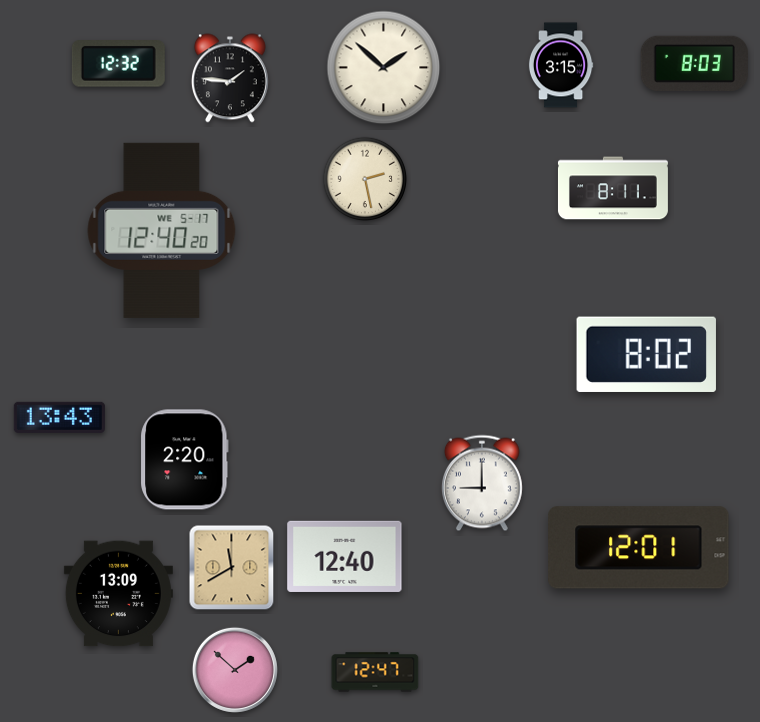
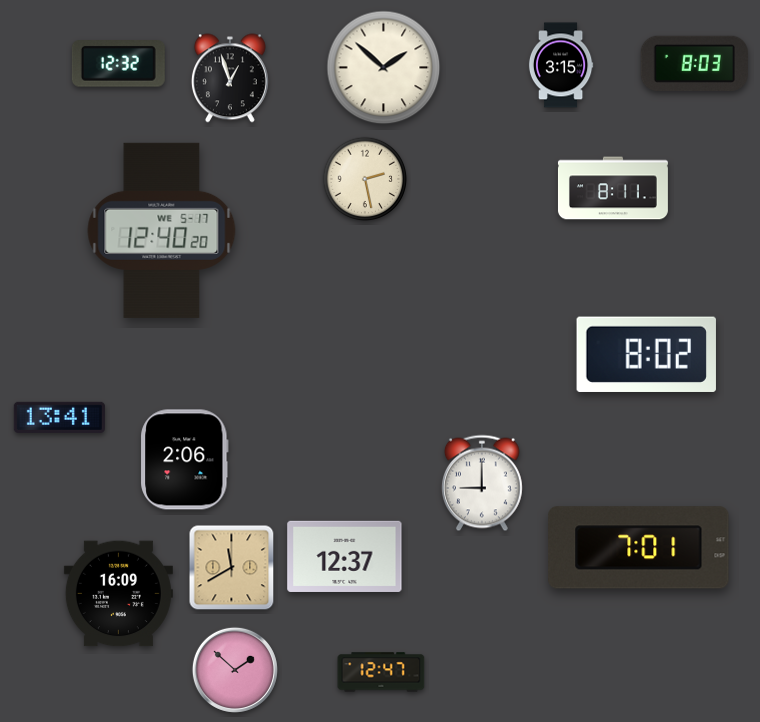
clock at (230, 78): 1:46 -> 12:57
clock at (59, 417): 13:43 -> 13:41
clock at (185, 460): 2:20 -> 2:06
clock at (639, 548): 12:01 -> 7:01
clock at (345, 556): 12:40 -> 12:37
clock at (118, 594): 13:09 -> 16:09
clock at (375, 672) position: (375, 672) -> (381, 672)
